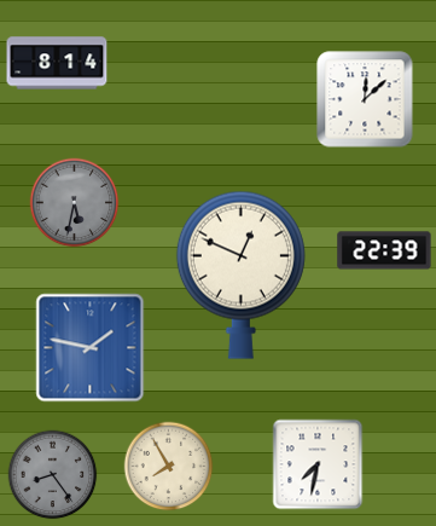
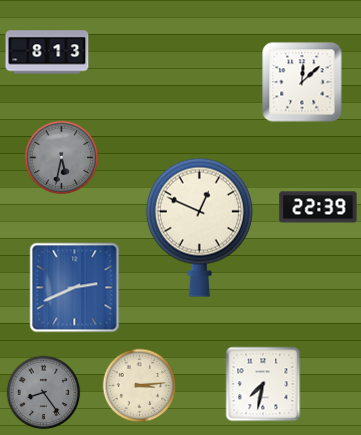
clock at (57, 63): 8:14 -> 8:13
clock at (75, 203) position: (75, 203) -> (62, 158)
clock at (91, 348): 1:47 -> 2:41
clock at (169, 467): 7:55 -> 3:14
